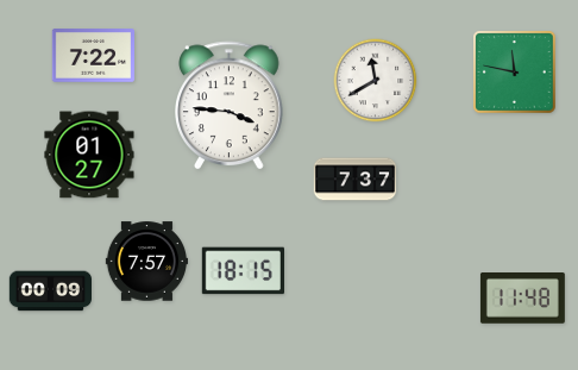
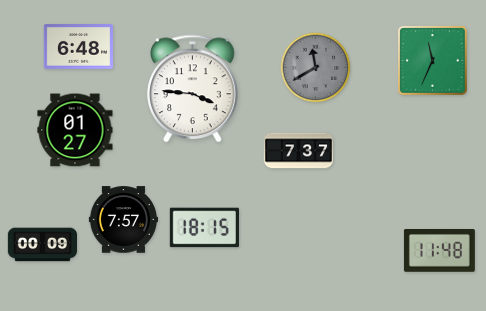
clock at (93, 56): 7:22 -> 6:48
clock at (515, 73): 11:47 -> 11:34
clock at (376, 81) dial: white -> grey
